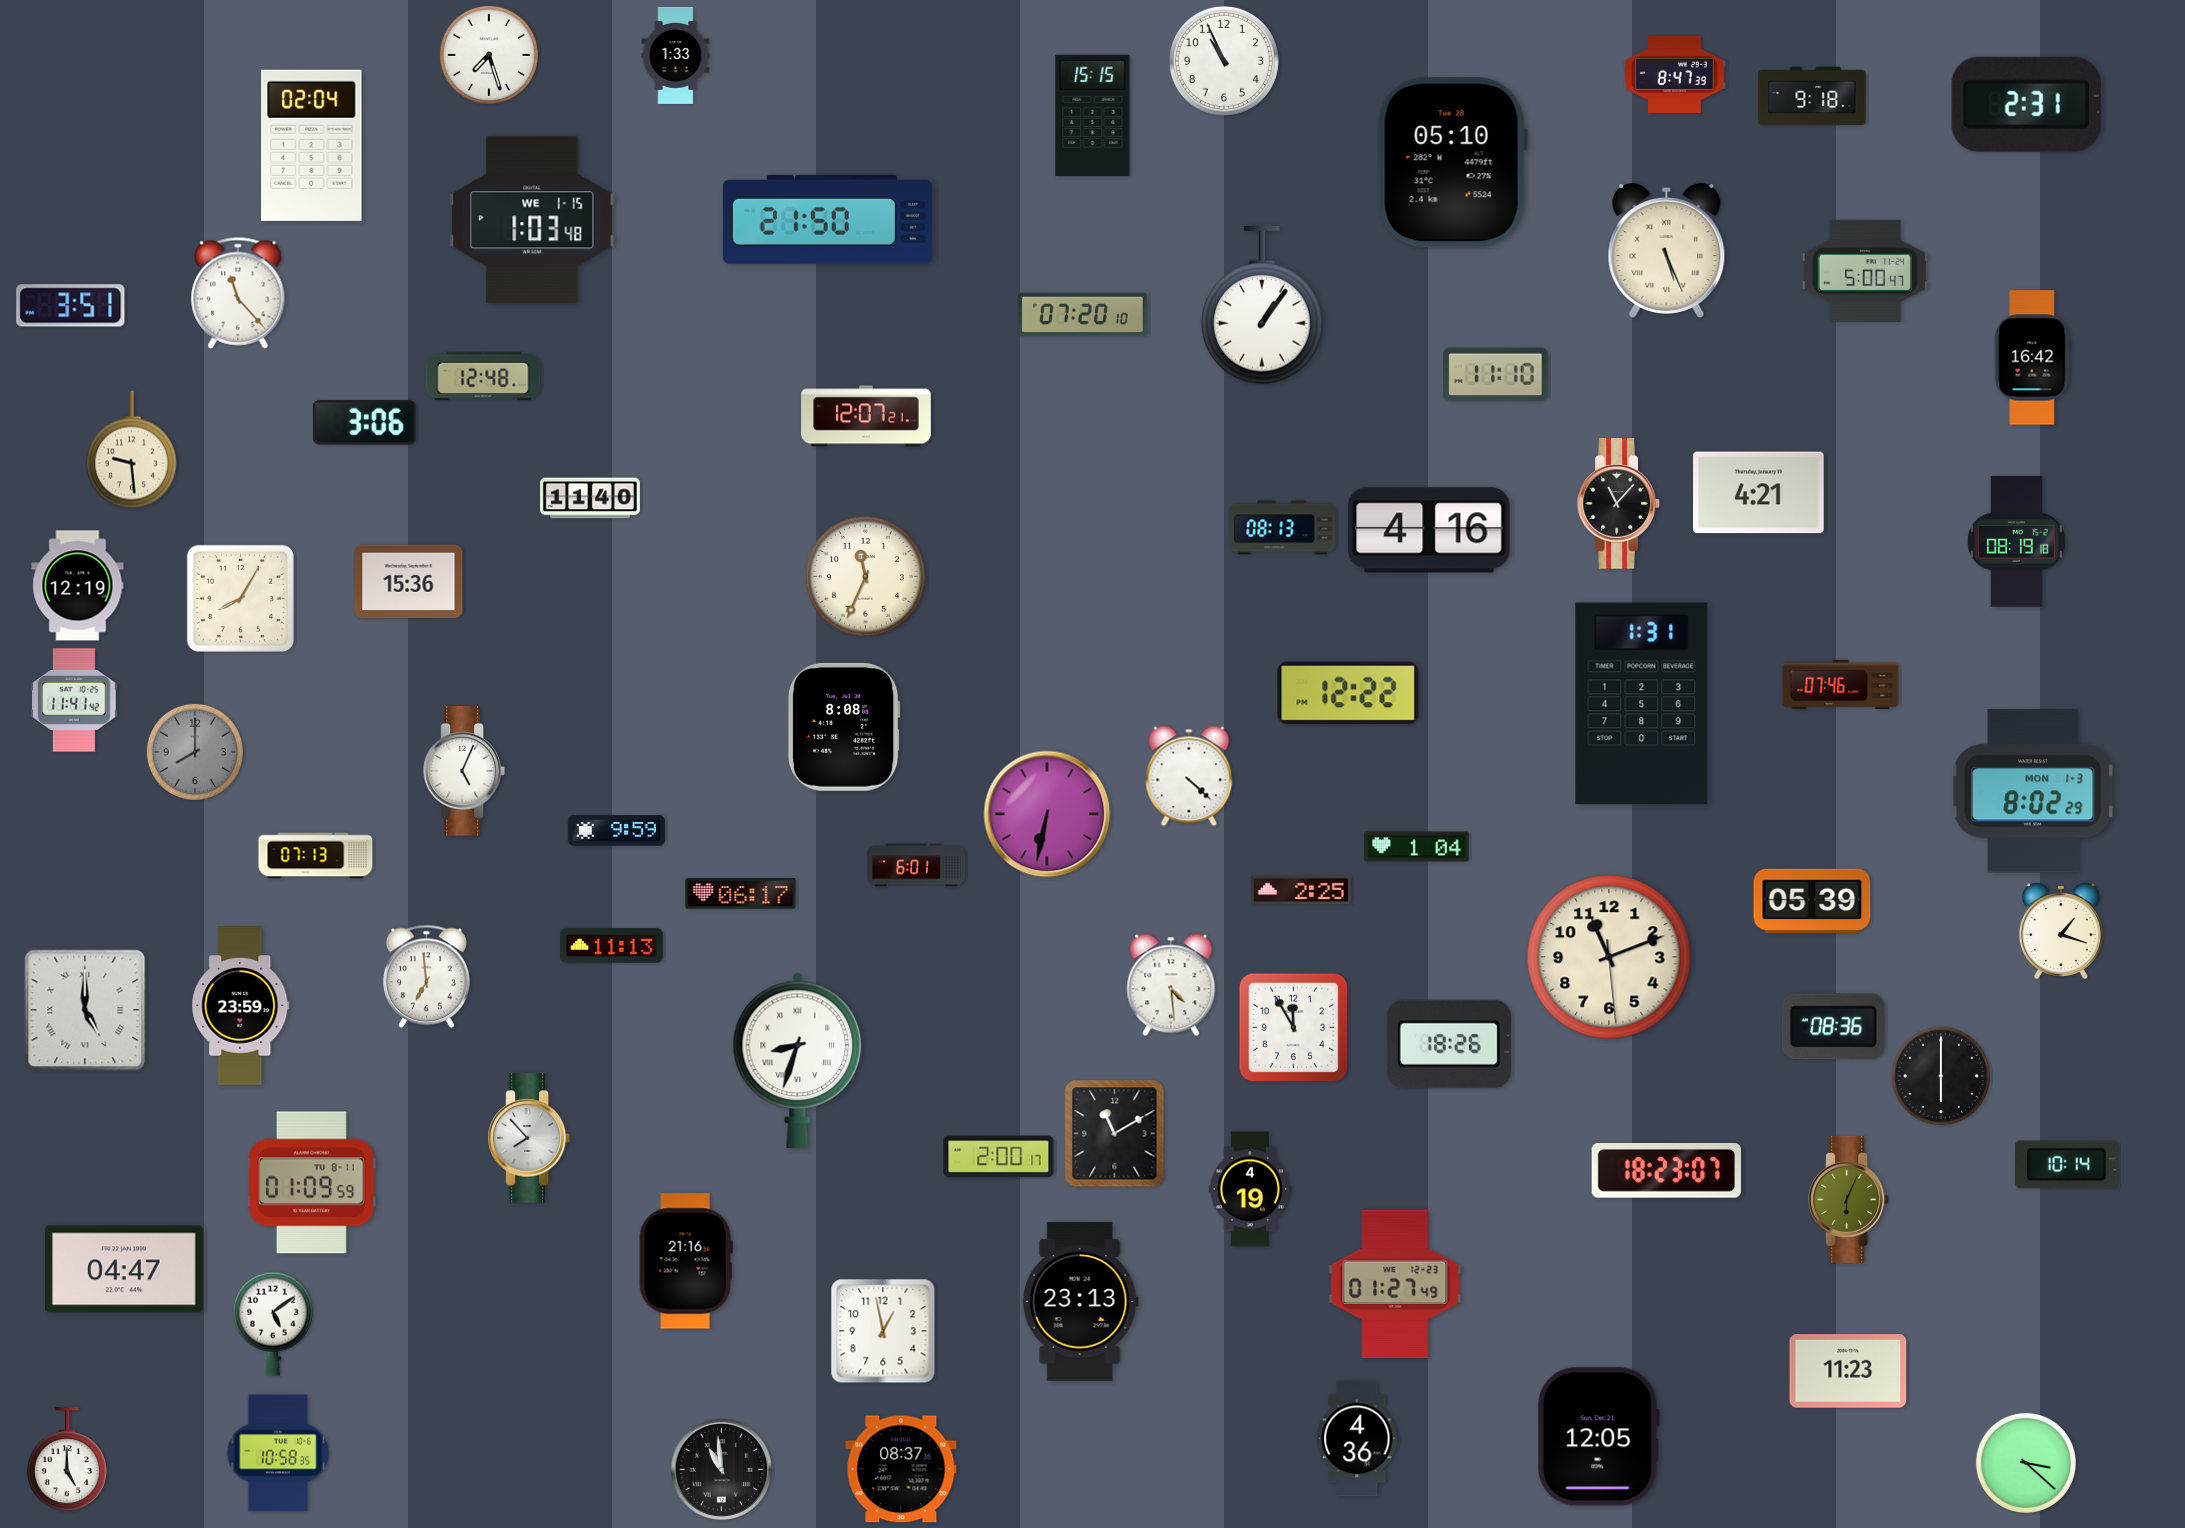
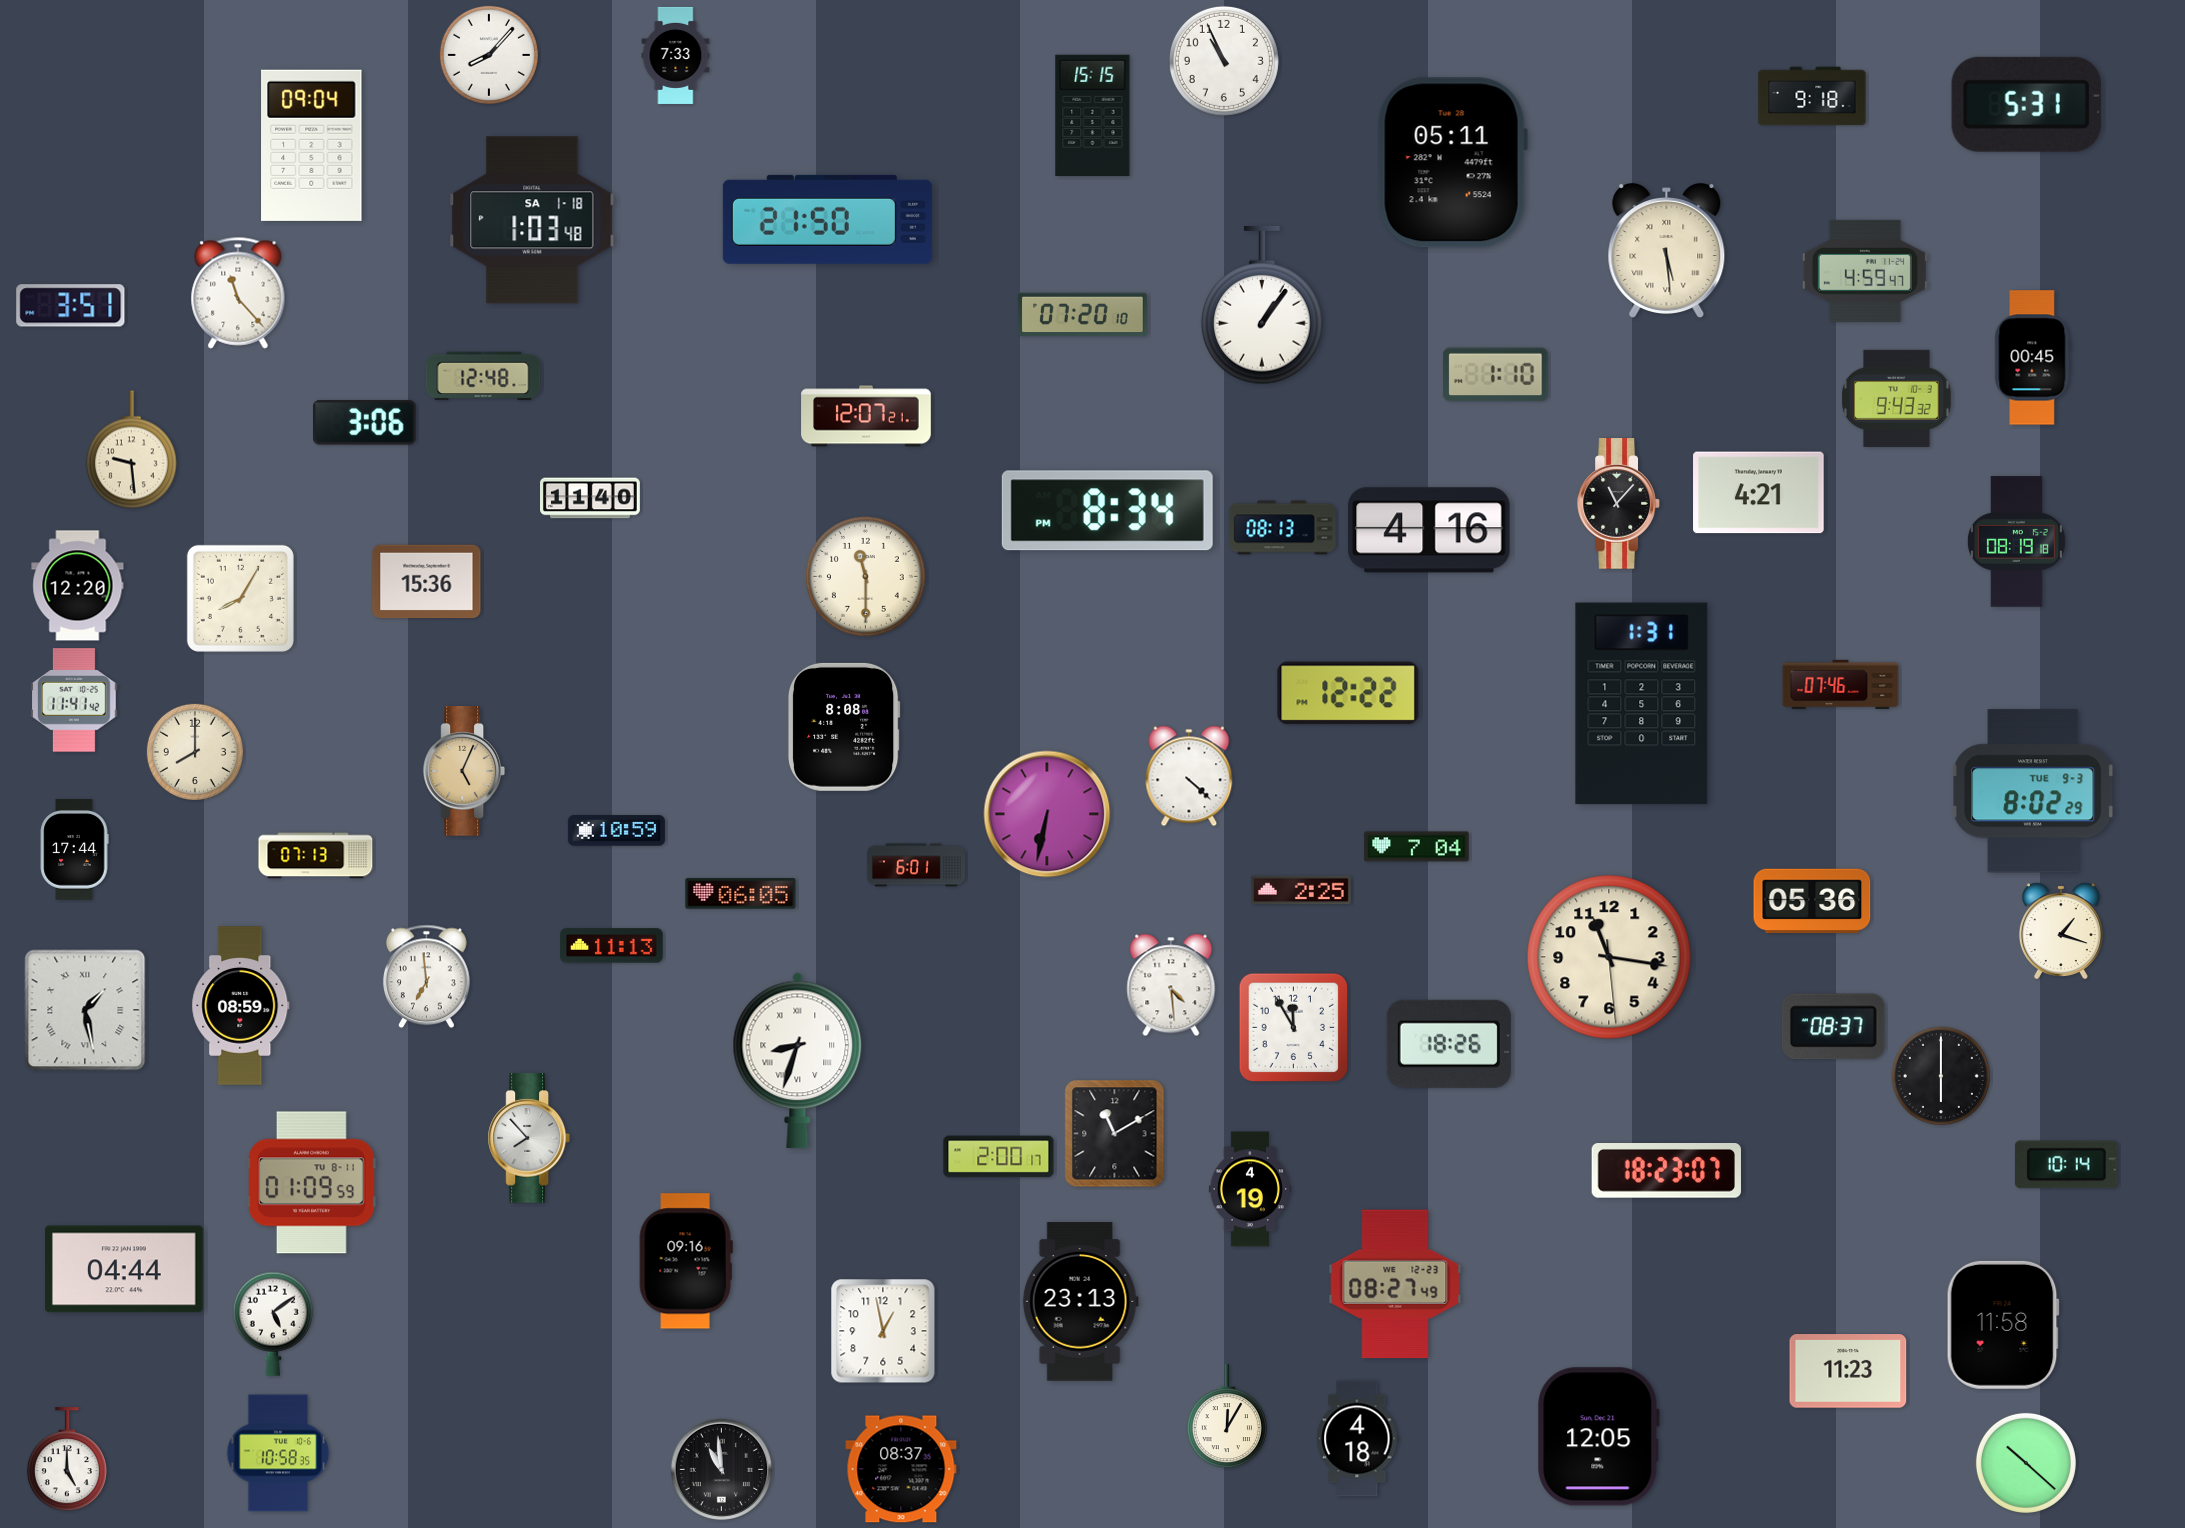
clock at (489, 55): 7:27 -> 8:07
clock at (676, 55): 1:33 -> 7:33
clock at (1675, 74): 8:47 -> none
clock at (2026, 104): 2:31 -> 5:31
clock at (312, 145): 02:04 -> 09:04
clock at (1452, 163): 05:10 -> 05:11
clock at (532, 220) date: WE 1-15 -> SA 1-18
clock at (1667, 251): 5:26 -> 5:29
clock at (1865, 271): 5:00 -> 4:59
clock at (2033, 358): 16:42 -> 00:45
clock at (1496, 375): 11:10 -> 1:10
clock at (1897, 398): none -> 9:43
clock at (1107, 511): none -> 8:34
clock at (865, 576): 11:34 -> 11:30
clock at (409, 582) position: (409, 582) -> (427, 582)
clock at (78, 586): 12:19 -> 12:20
clock at (195, 752) dial: grey -> cream
clock at (463, 772) dial: white -> champagne
clock at (2033, 791) date: MON 1-3 -> TUE 9-3
clock at (616, 831): 9:59 -> 10:59
clock at (1417, 847): 1:04 -> 7:04
clock at (74, 850): none -> 17:44
clock at (741, 894): 06:17 -> 06:05
clock at (1812, 901): 05:39 -> 05:36
clock at (1609, 957): 11:11 -> 11:16
clock at (241, 1006): 23:59 -> 08:59
clock at (85, 1010): 5:00 -> 1:28
clock at (1833, 1027): 08:36 -> 08:37
clock at (1849, 1199): 6:04 -> none
clock at (686, 1261): 21:16 -> 09:16
clock at (124, 1269): 04:47 -> 04:44
clock at (1395, 1284): 01:27 -> 08:27
clock at (2003, 1325): none -> 11:58
clock at (1227, 1417): none -> 12:05
clock at (1358, 1439): 4:36 -> 4:18
clock at (2026, 1463): 3:22 -> 10:22
